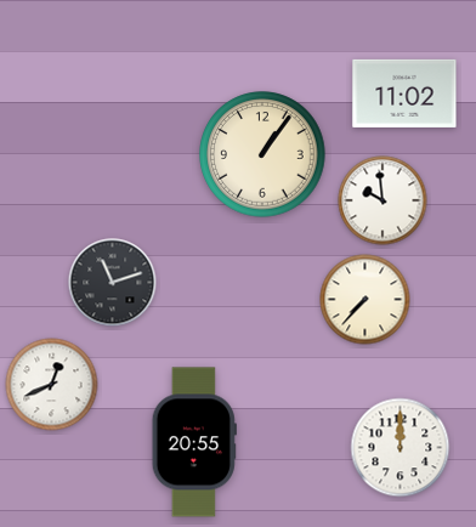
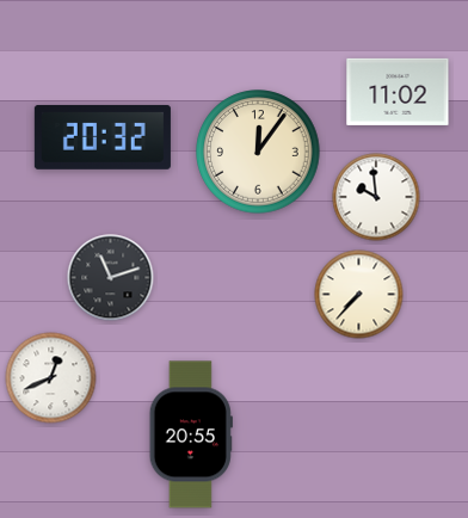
clock at (103, 137): none -> 20:32
clock at (262, 154): 1:06 -> 12:06
clock at (401, 448): 12:00 -> none
